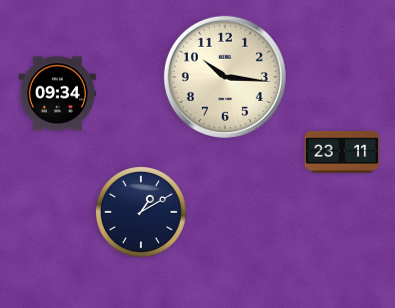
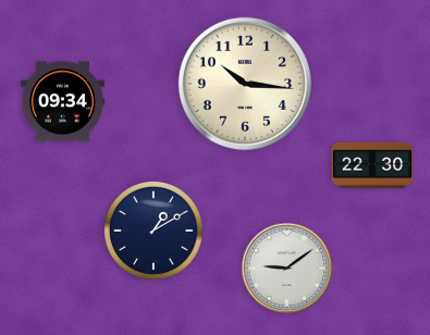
clock at (342, 153): 23:11 -> 22:30
clock at (287, 269): none -> 9:09
